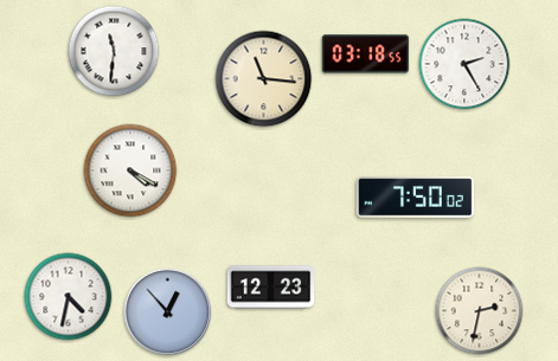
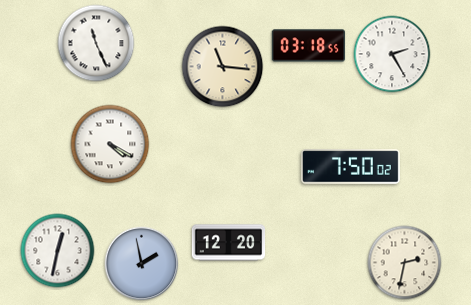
clock at (114, 51): 11:31 -> 11:26
clock at (271, 288): 12:23 -> 12:20
clock at (69, 297): 4:32 -> 12:32
clock at (168, 312): 12:53 -> 1:58
